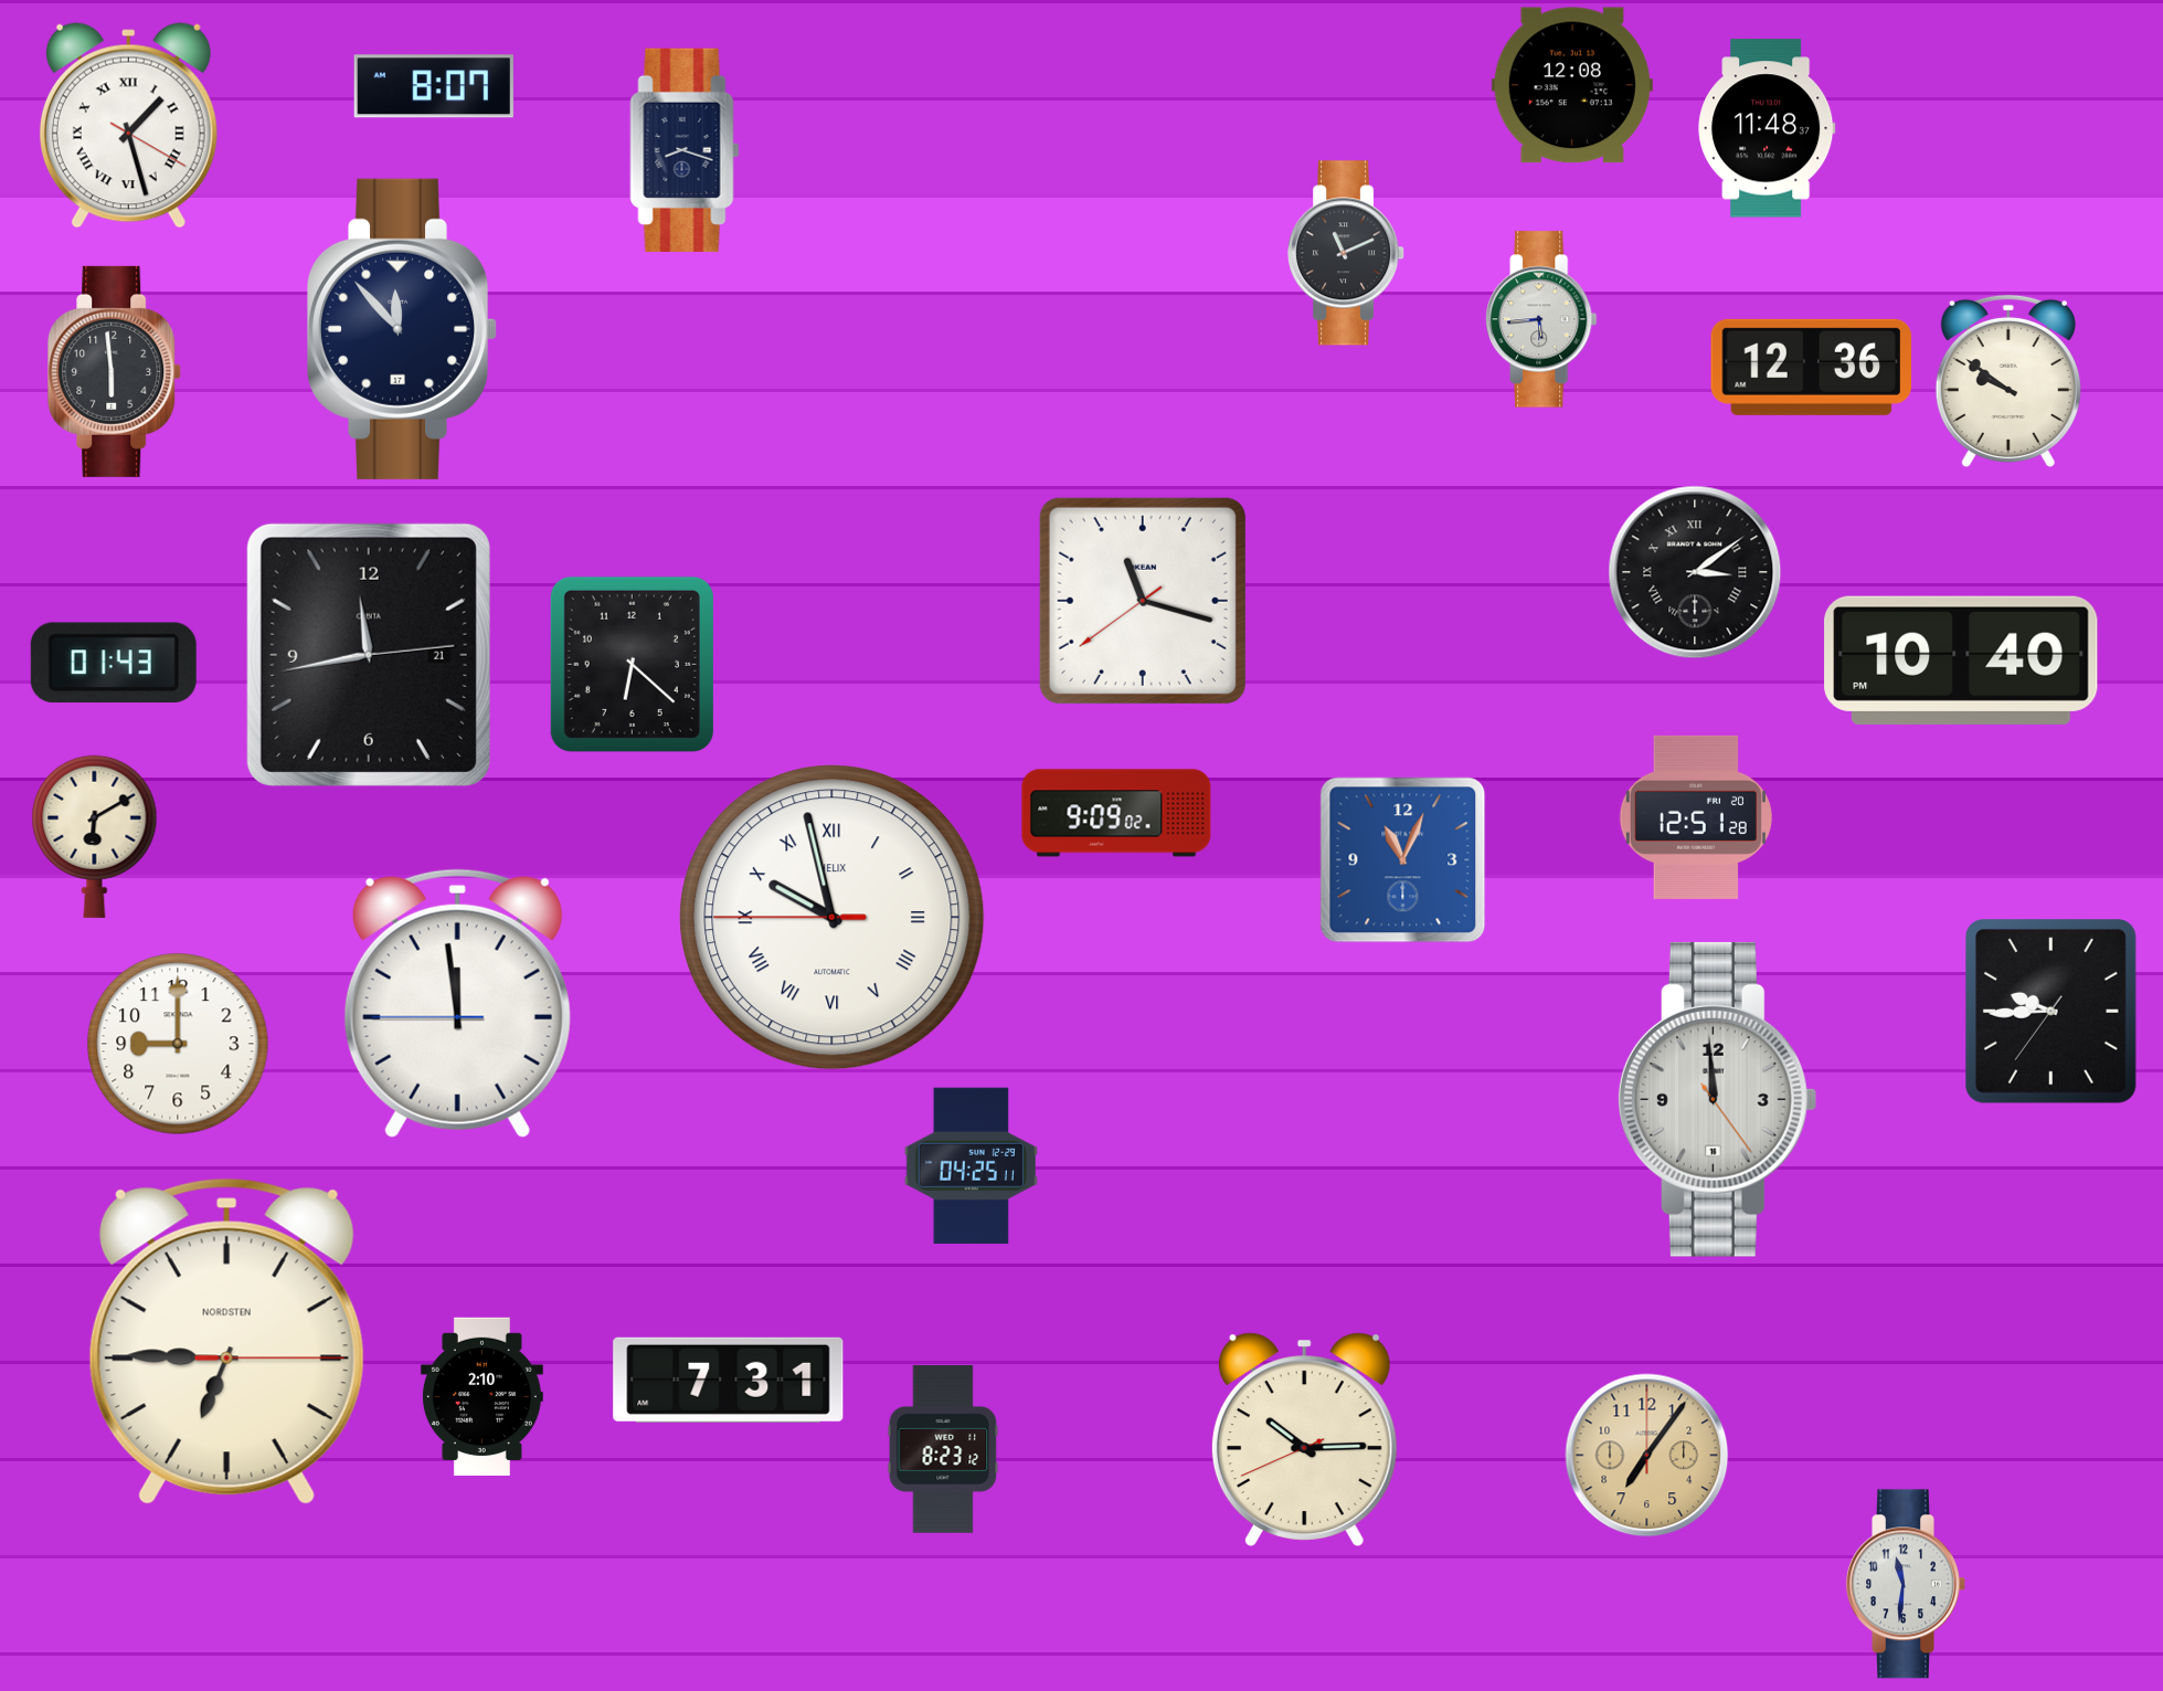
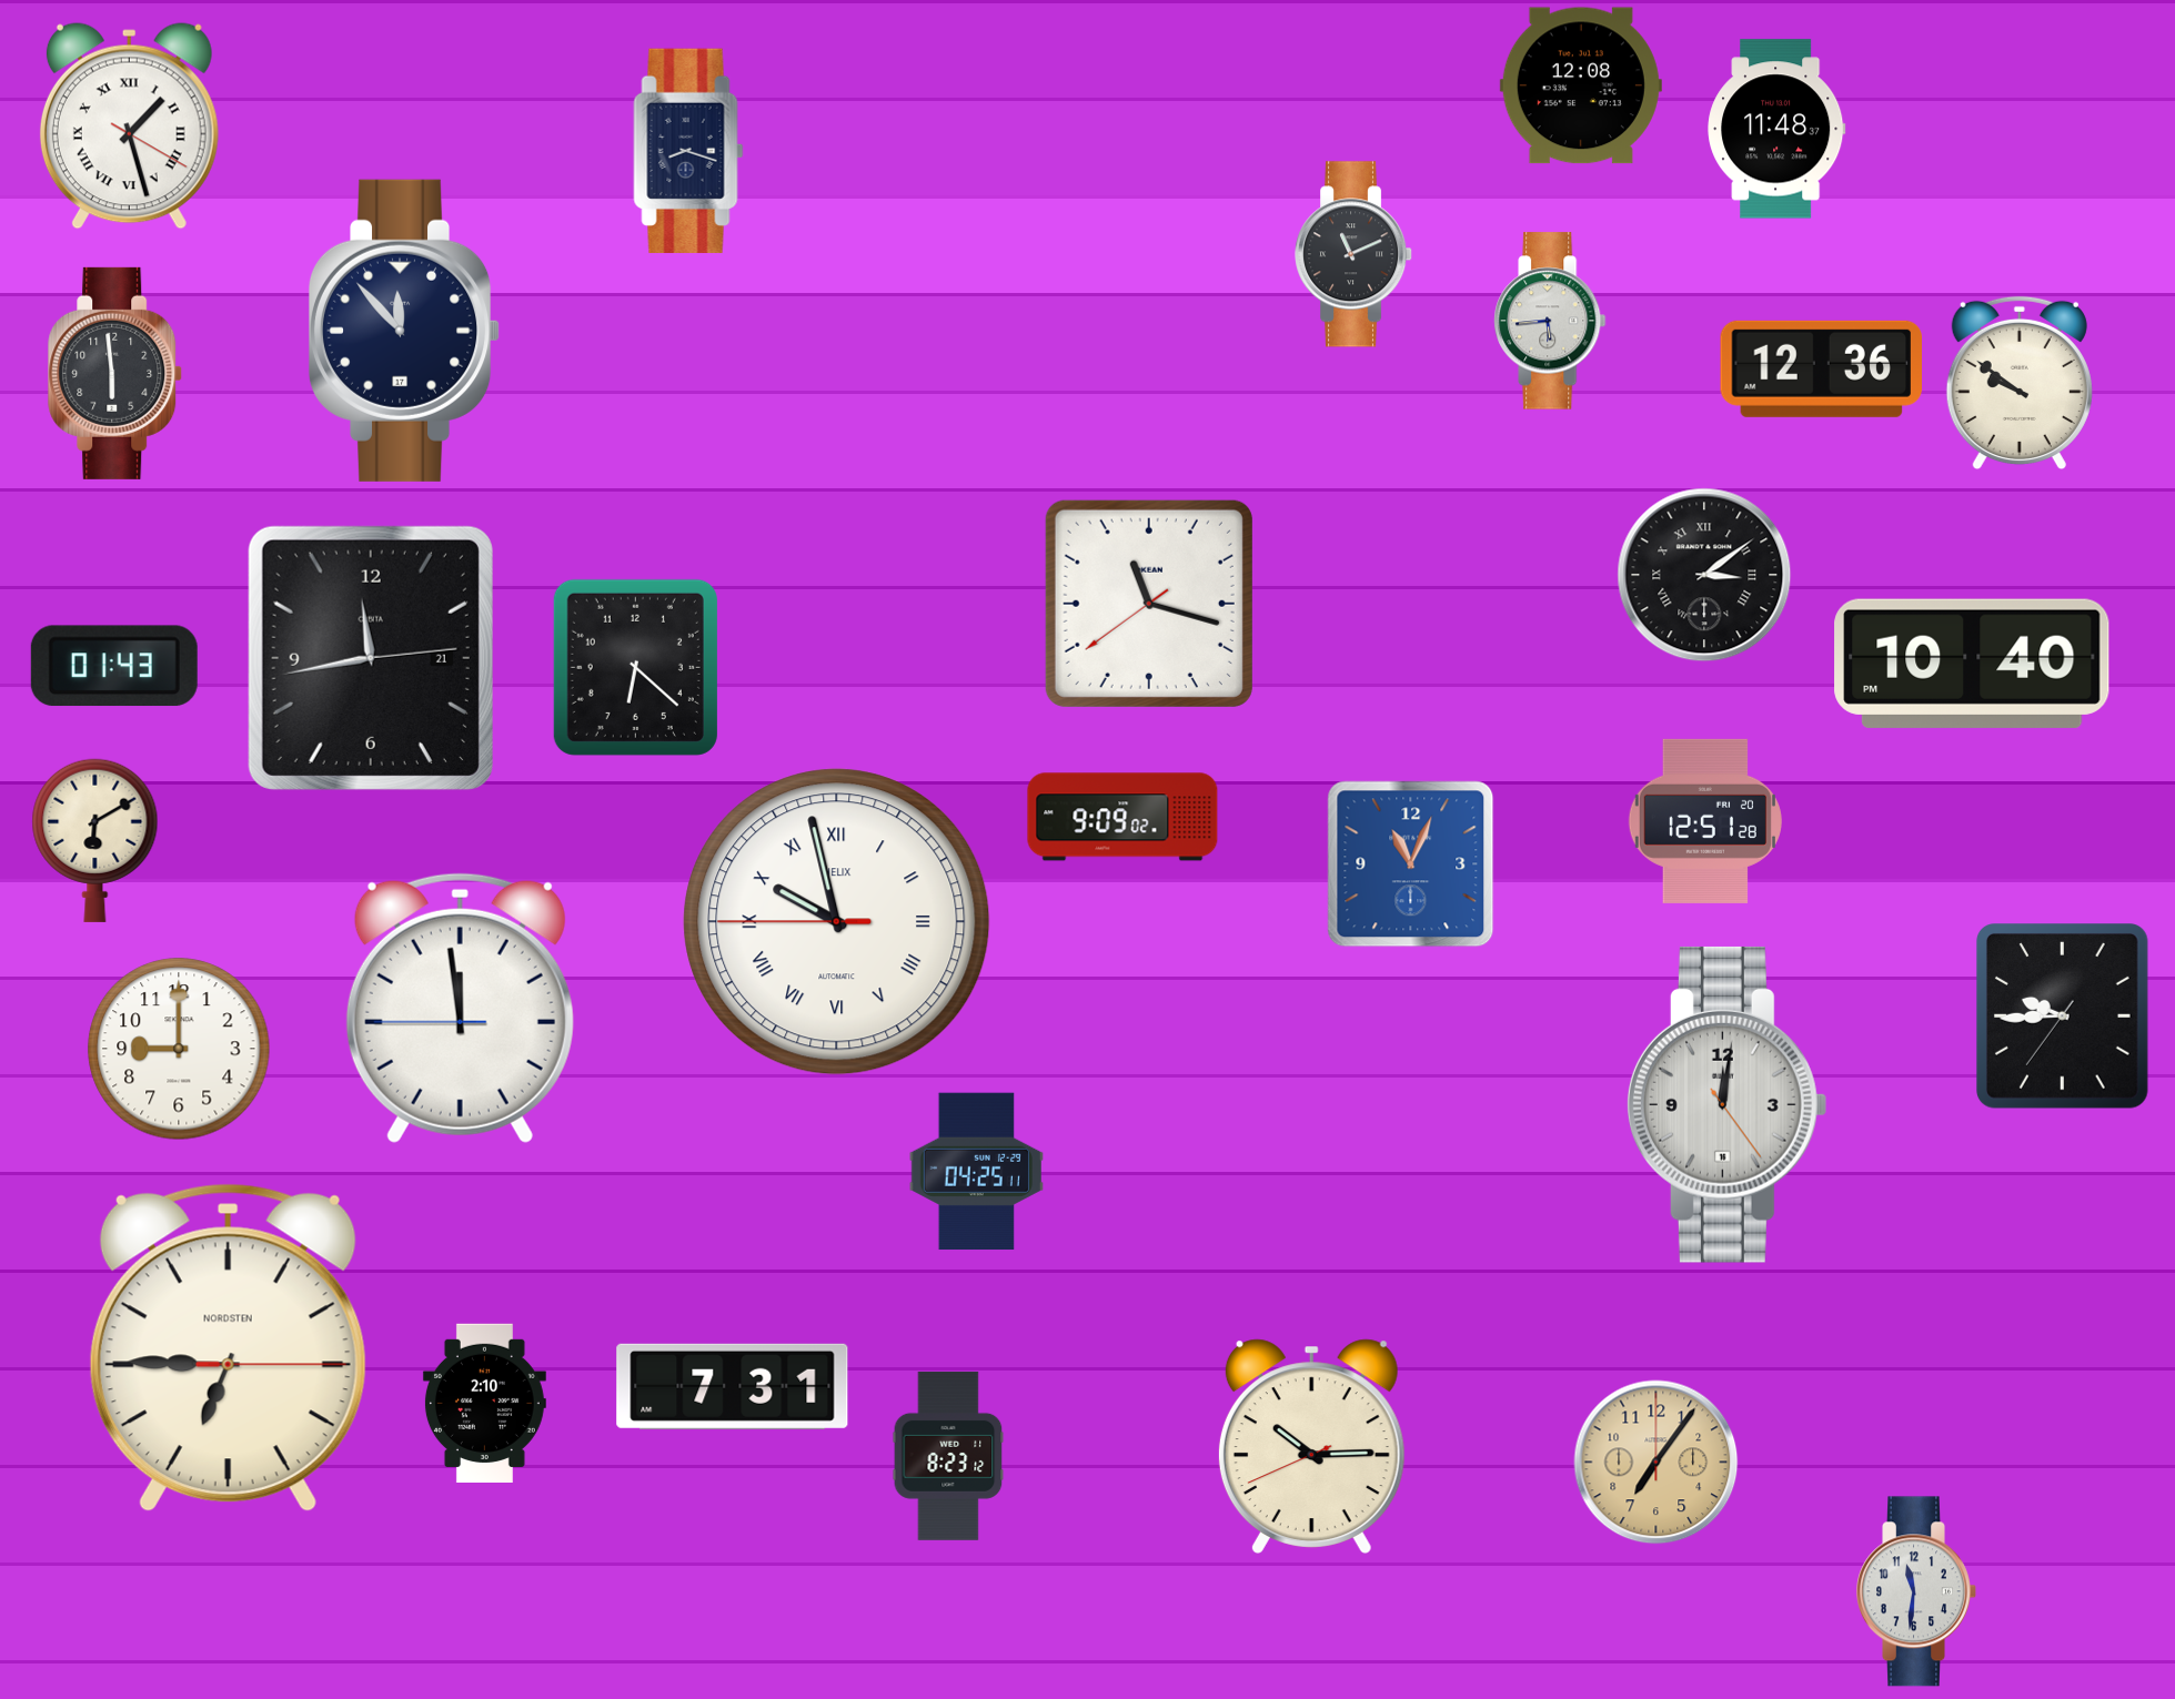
clock at (434, 86): 8:07 -> none
clock at (1717, 1099): 11:59 -> 12:01
